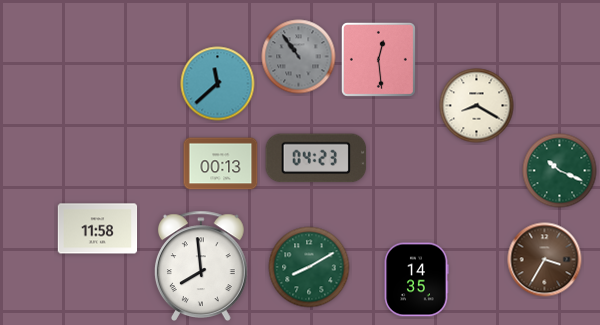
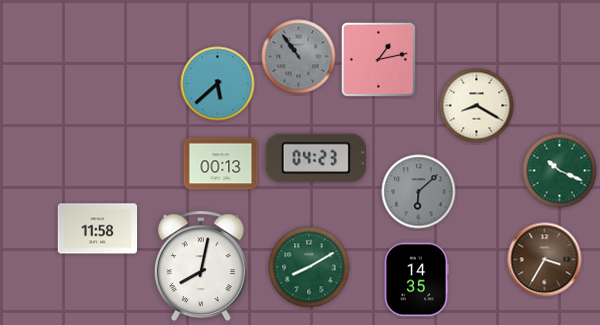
clock at (378, 59): 12:29 -> 1:13
clock at (218, 84): 11:38 -> 5:38
clock at (419, 192): none -> 6:08
clock at (201, 265): 7:59 -> 8:02
